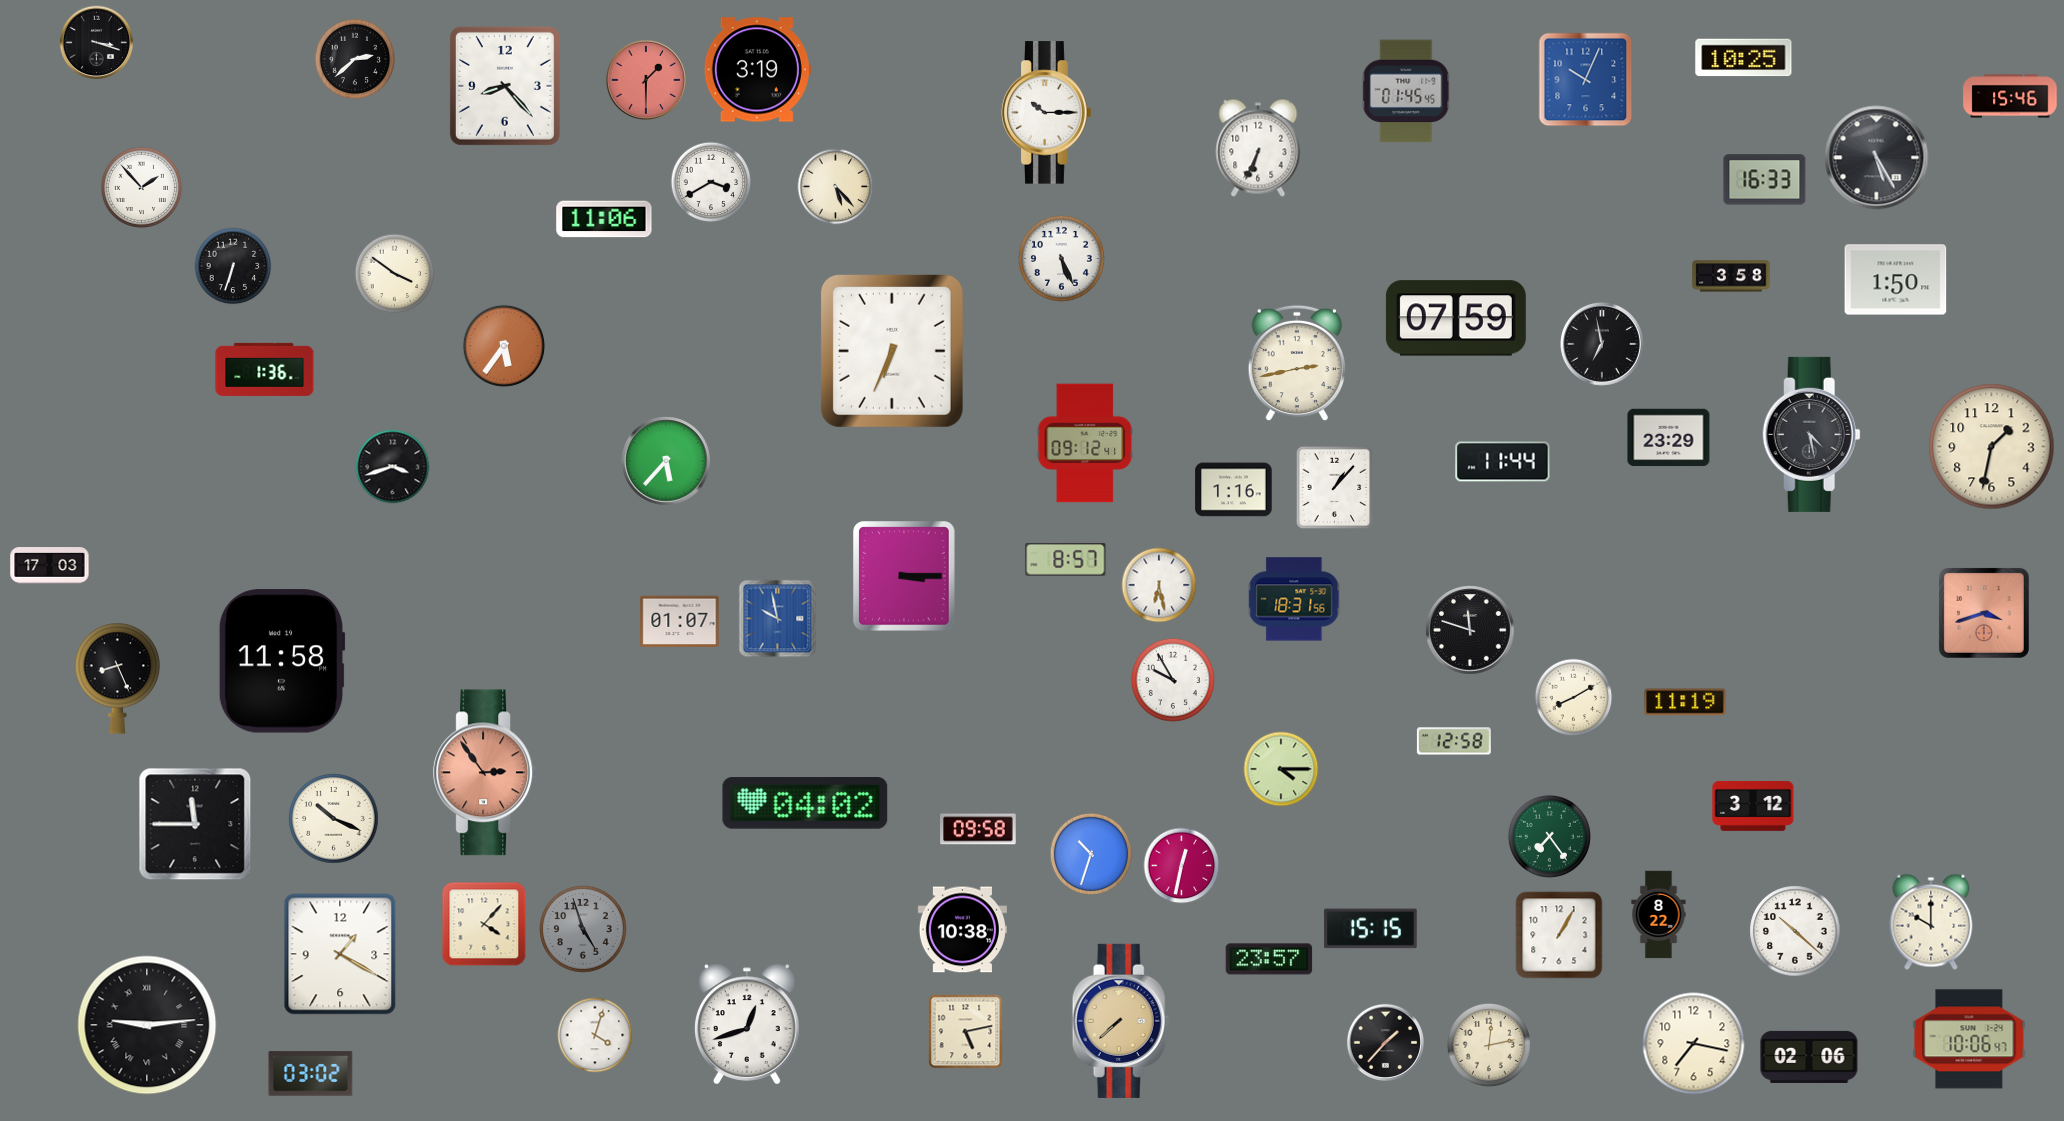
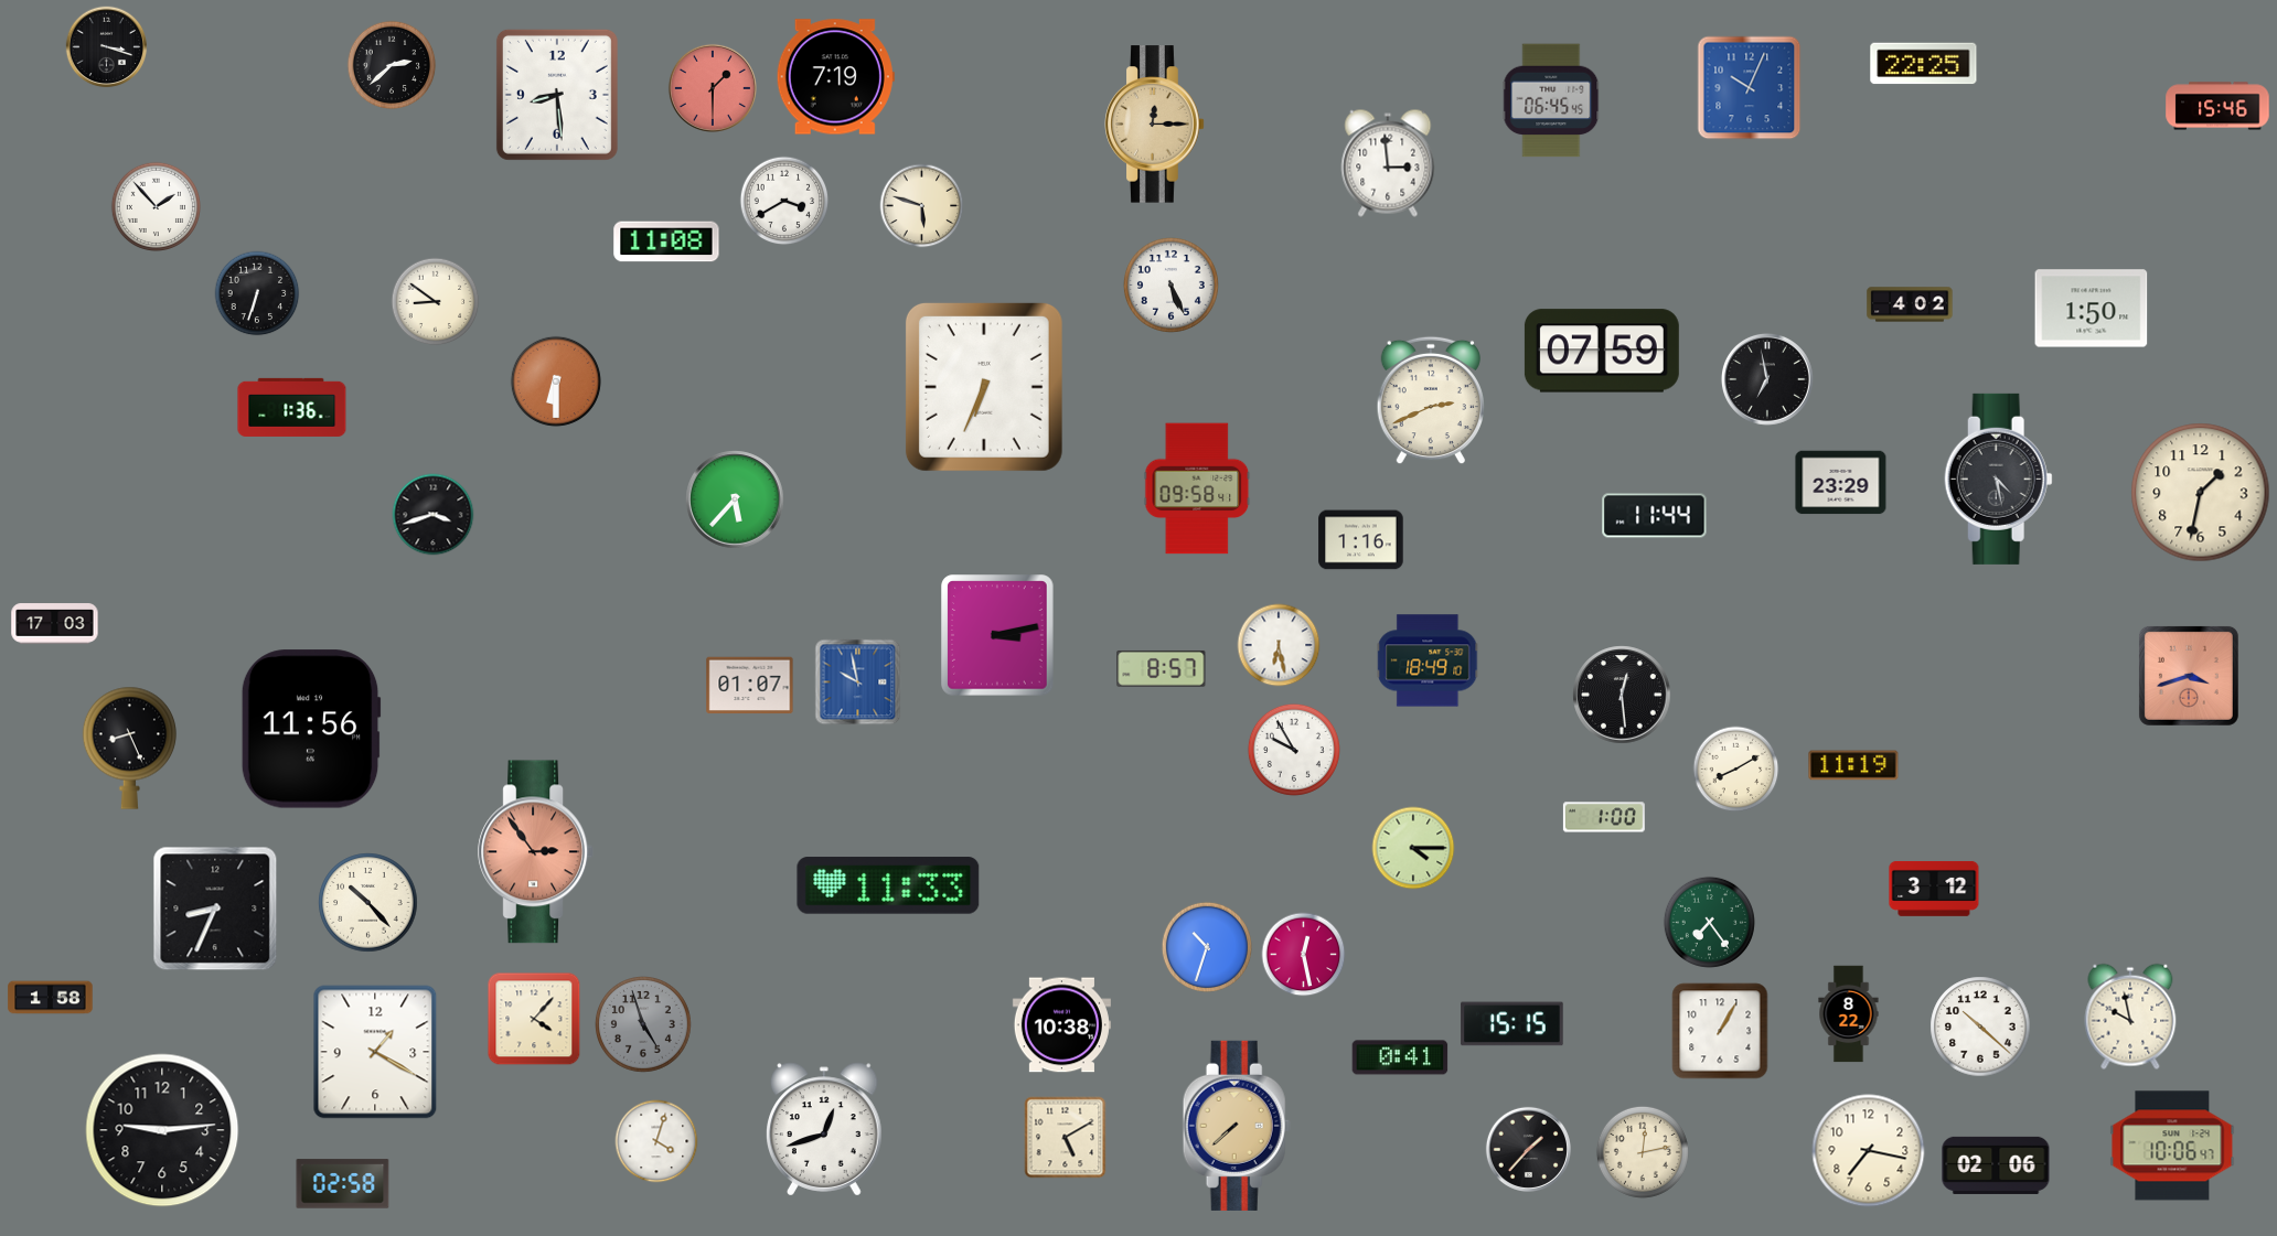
clock at (1744, 58): 10:25 -> 22:25
clock at (757, 70): 3:19 -> 7:19
clock at (505, 86): 8:23 -> 8:29
clock at (1406, 91): 01:45 -> 06:45
clock at (1047, 113): 10:15 -> 12:15
clock at (1047, 113) dial: white -> champagne
clock at (1258, 148): 6:34 -> 2:59
clock at (1877, 158): 5:25 -> none
clock at (1765, 180): 16:33 -> none
clock at (836, 187): 5:23 -> 5:48
clock at (604, 219): 11:06 -> 11:08
clock at (395, 274): 3:51 -> 8:51
clock at (1731, 276): 3:58 -> 4:02
clock at (1456, 318) position: (1456, 318) -> (1602, 351)
clock at (504, 346): 5:36 -> 6:30
clock at (1296, 363): 2:43 -> 2:41
clock at (1085, 443): 09:12 -> 09:58
clock at (1992, 447) position: (1992, 447) -> (2201, 493)
clock at (666, 461) position: (666, 461) -> (735, 499)
clock at (1503, 462) position: (1503, 462) -> (1655, 516)
clock at (1335, 488): 1:07 -> none
clock at (1066, 559) position: (1066, 559) -> (1162, 668)
clock at (904, 576): 3:15 -> 3:13
clock at (1294, 599): 18:31 -> 18:49
clock at (1470, 630): 11:48 -> 12:29
clock at (282, 661): 11:58 -> 11:56
clock at (1685, 702) position: (1685, 702) -> (1853, 765)
clock at (1454, 741): 12:58 -> 1:00
clock at (805, 803): 04:02 -> 11:33
clock at (334, 819): 10:19 -> 10:23
clock at (195, 824): 11:45 -> 8:34
clock at (978, 829): 09:58 -> none
clock at (1091, 854) position: (1091, 854) -> (1207, 947)
clock at (1182, 866): 12:32 -> 12:28
clock at (51, 998): none -> 1:58
clock at (1659, 915) position: (1659, 915) -> (1849, 1014)
clock at (1931, 922): 10:00 -> 9:58
clock at (1269, 959): 23:57 -> 0:41
clock at (147, 1025) numerals: Roman -> Arabic
clock at (966, 1032): 5:13 -> 5:10
clock at (311, 1074): 03:02 -> 02:58
